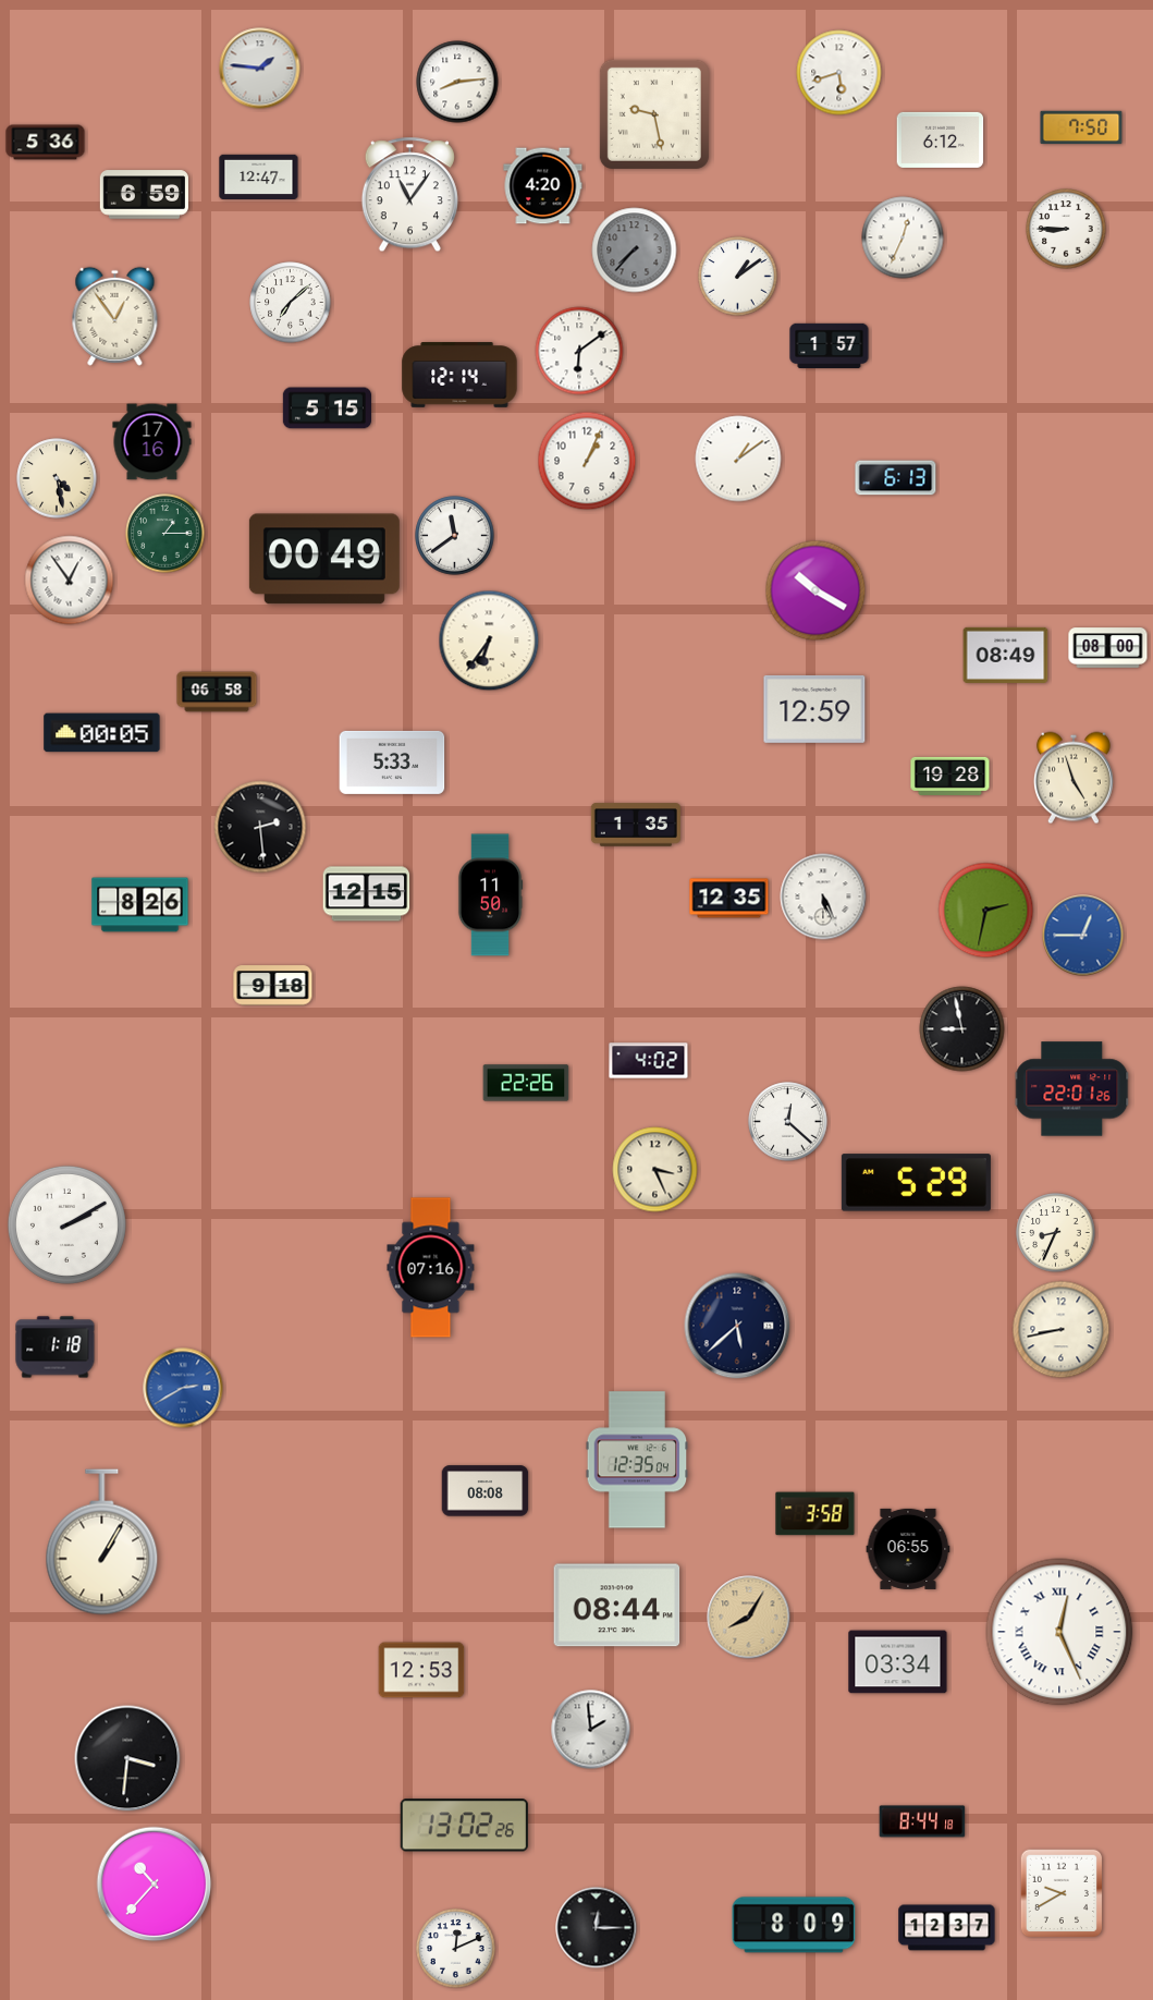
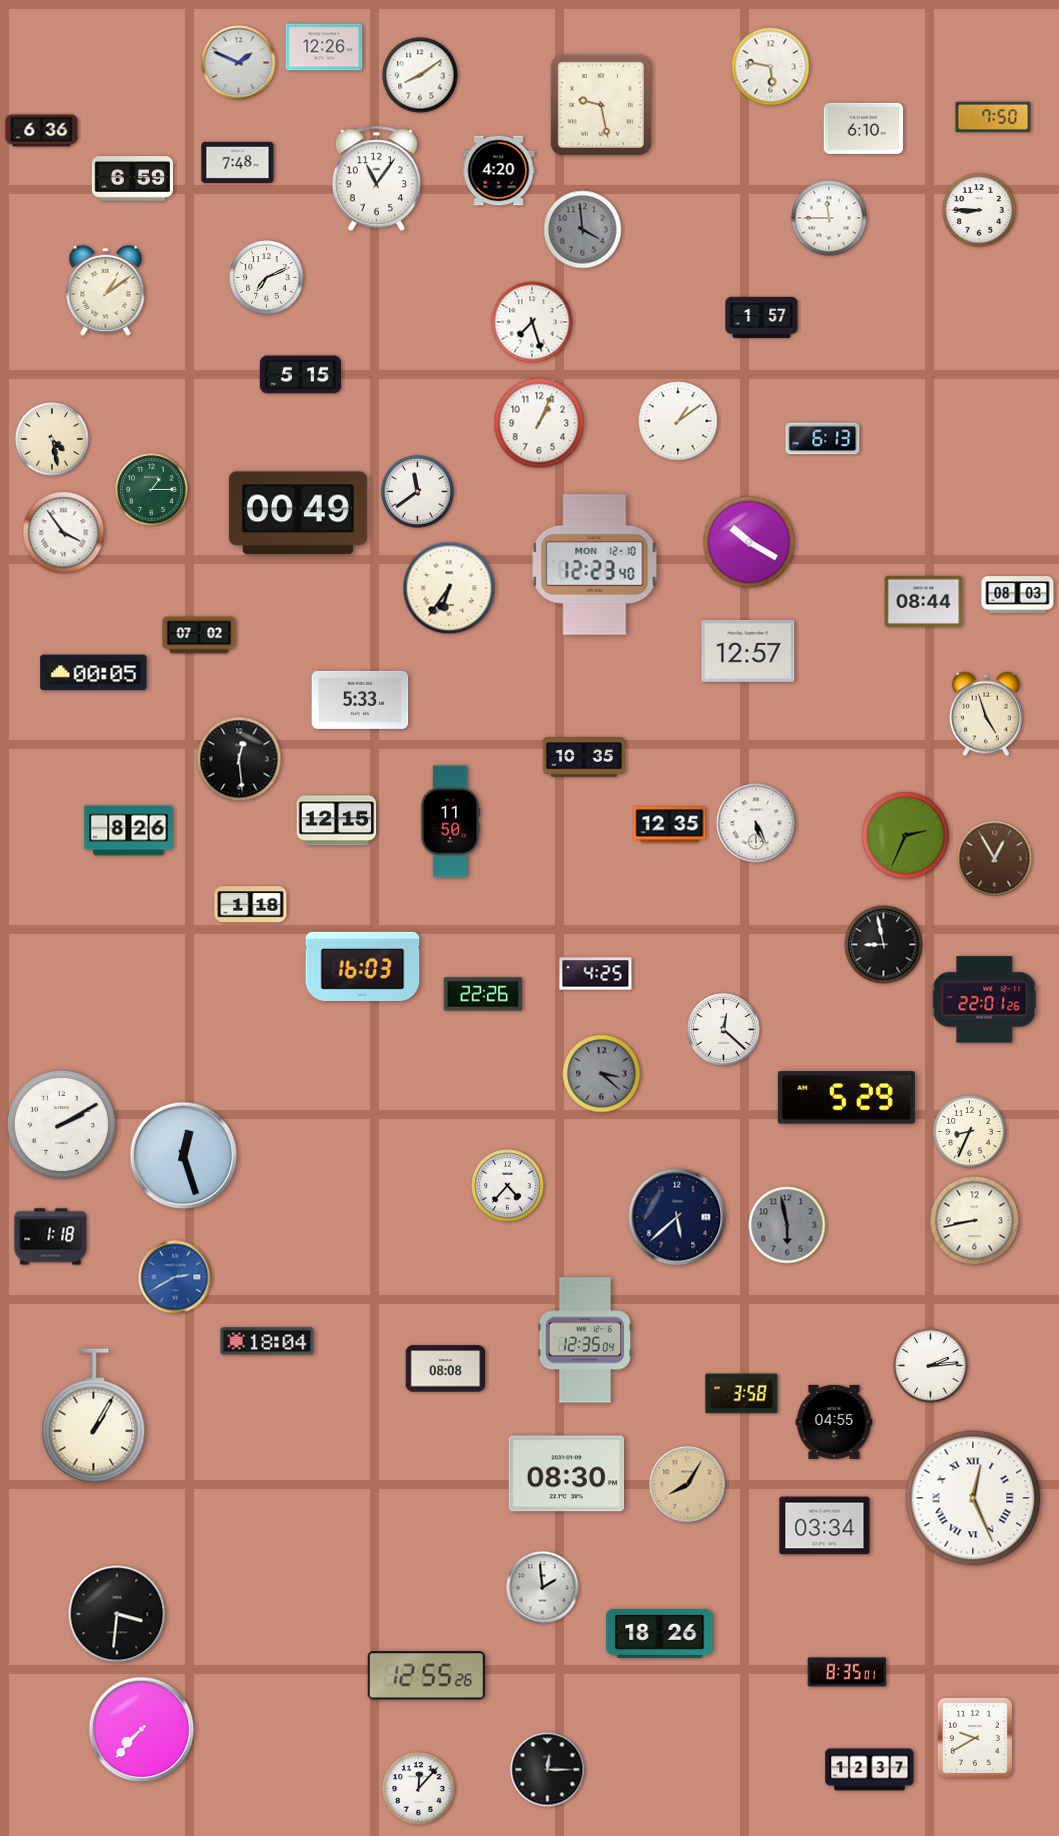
clock at (324, 47): none -> 12:26
clock at (260, 69): 1:46 -> 1:49
clock at (839, 73): 5:42 -> 5:47
clock at (457, 82): 8:14 -> 8:09
clock at (941, 139): 6:12 -> 6:10
clock at (46, 143): 5:36 -> 6:36
clock at (259, 176): 12:47 -> 7:48
clock at (903, 237): 12:34 -> 11:45
clock at (635, 251): 7:37 -> 3:59
clock at (738, 277): 1:09 -> none
clock at (291, 303): 7:08 -> 7:11
clock at (115, 316): 12:54 -> 1:09
clock at (579, 351): 6:09 -> 7:27
clock at (459, 375): 12:14 -> none
clock at (152, 442): 17:16 -> none
clock at (70, 581): 12:54 -> 3:54
clock at (595, 565): none -> 12:23
clock at (1108, 648): 08:00 -> 08:03
clock at (1006, 655): 08:49 -> 08:44
clock at (217, 692): 06:58 -> 07:02
clock at (814, 709): 12:59 -> 12:57
clock at (950, 776): 19:28 -> none
clock at (636, 825): 1:35 -> 10:35
clock at (260, 827): 2:29 -> 12:29
clock at (986, 911): 2:32 -> 2:34
clock at (1083, 936): 12:45 -> 12:55
clock at (1083, 936) dial: blue -> brown
clock at (273, 986): 9:18 -> 1:18
clock at (363, 966): none -> 16:03
clock at (649, 1061): 4:02 -> 4:25
clock at (655, 1170): 3:26 -> 3:22
clock at (655, 1170) dial: cream -> grey
clock at (916, 1183) position: (916, 1183) -> (846, 1098)
clock at (184, 1156): none -> 12:27
clock at (431, 1268): 07:16 -> none
clock at (508, 1186): none -> 4:37
clock at (787, 1225): none -> 5:58
clock at (183, 1388) position: (183, 1388) -> (175, 1277)
clock at (267, 1341): none -> 18:04
clock at (931, 1366): none -> 2:14
clock at (815, 1514) position: (815, 1514) -> (742, 1394)
clock at (908, 1549): 06:55 -> 04:55
clock at (617, 1606): 08:44 -> 08:30
clock at (421, 1670): 12:53 -> none
clock at (660, 1633): none -> 18:26
clock at (922, 1821): 8:44 -> 8:35
clock at (464, 1826): 13:02 -> 12:55
clock at (155, 1885): 10:37 -> 7:37
clock at (794, 1925): 8:09 -> none
clock at (456, 1949): 12:11 -> 12:07
